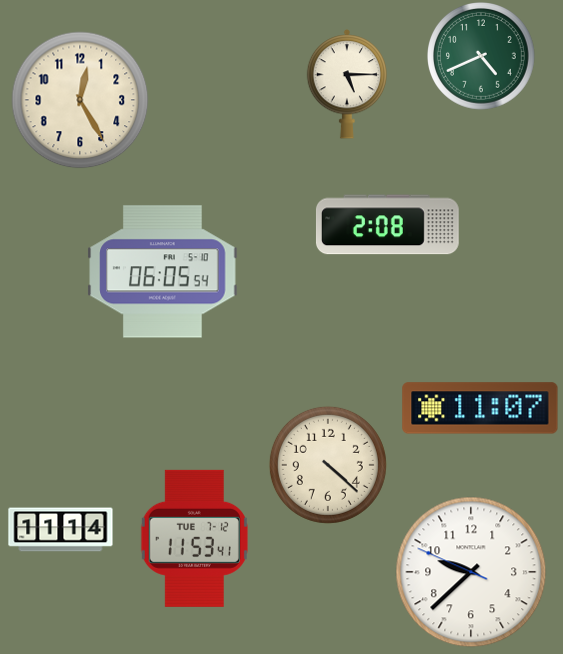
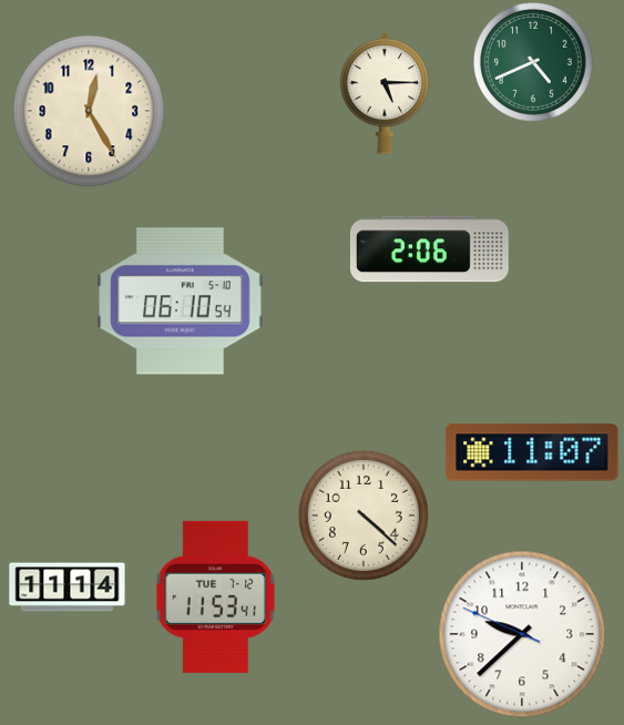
clock at (387, 225): 2:08 -> 2:06
clock at (163, 272): 06:05 -> 06:10
